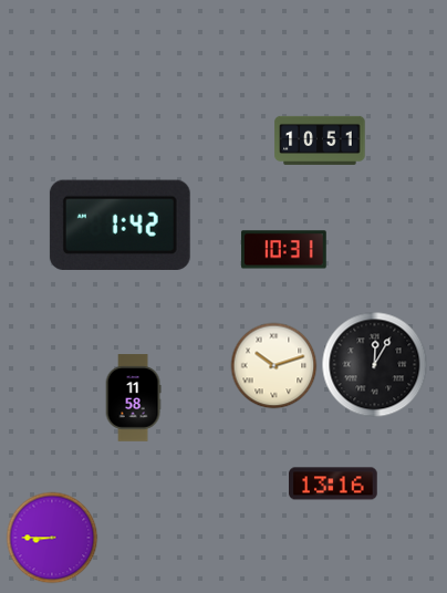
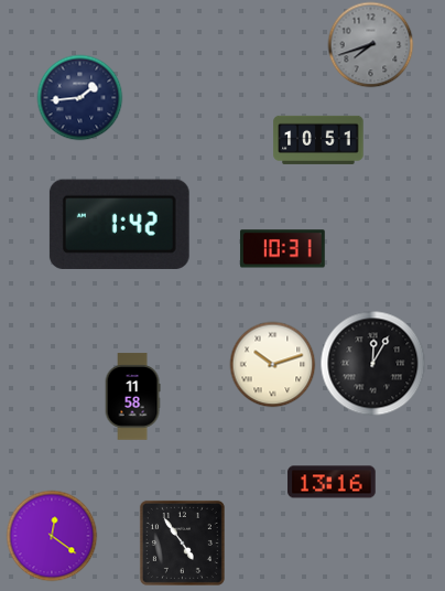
clock at (370, 44): none -> 7:42
clock at (79, 97): none -> 1:44
clock at (52, 538): 8:45 -> 12:21
clock at (182, 542): none -> 4:54
